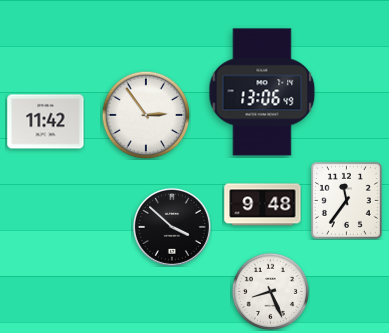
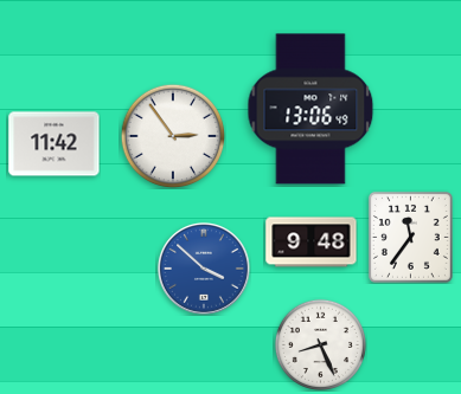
clock at (172, 227) dial: black -> blue
